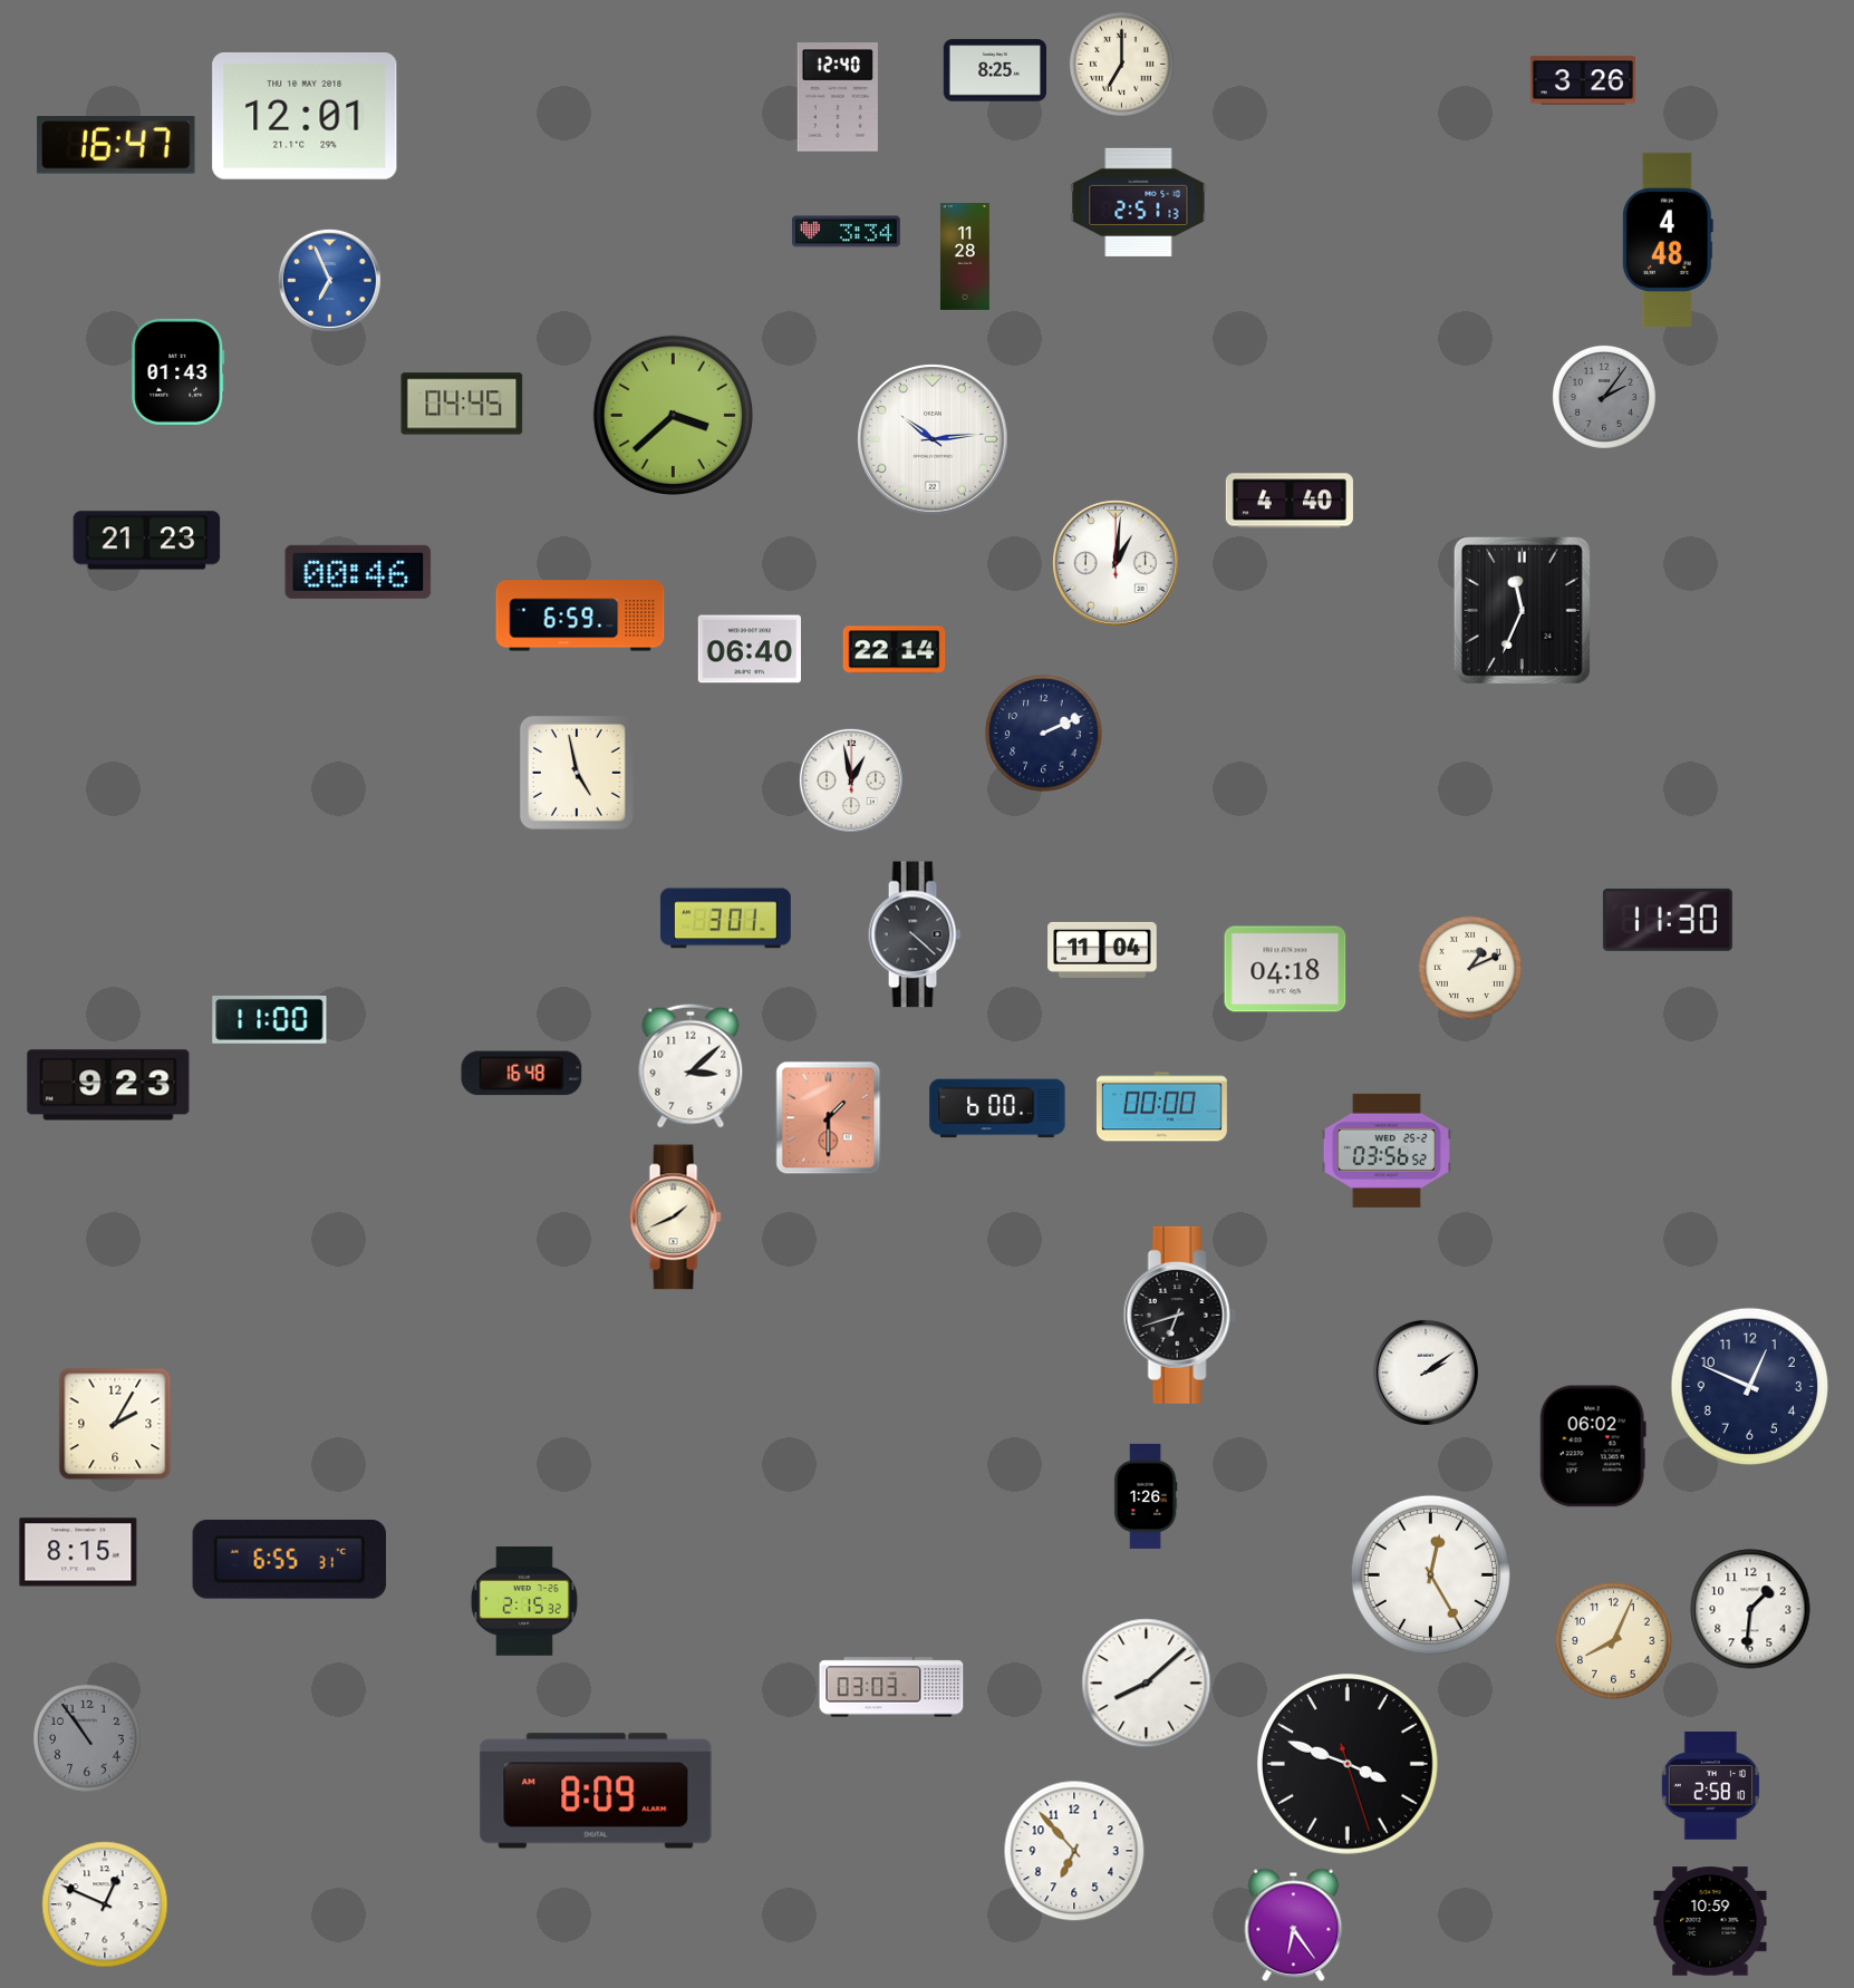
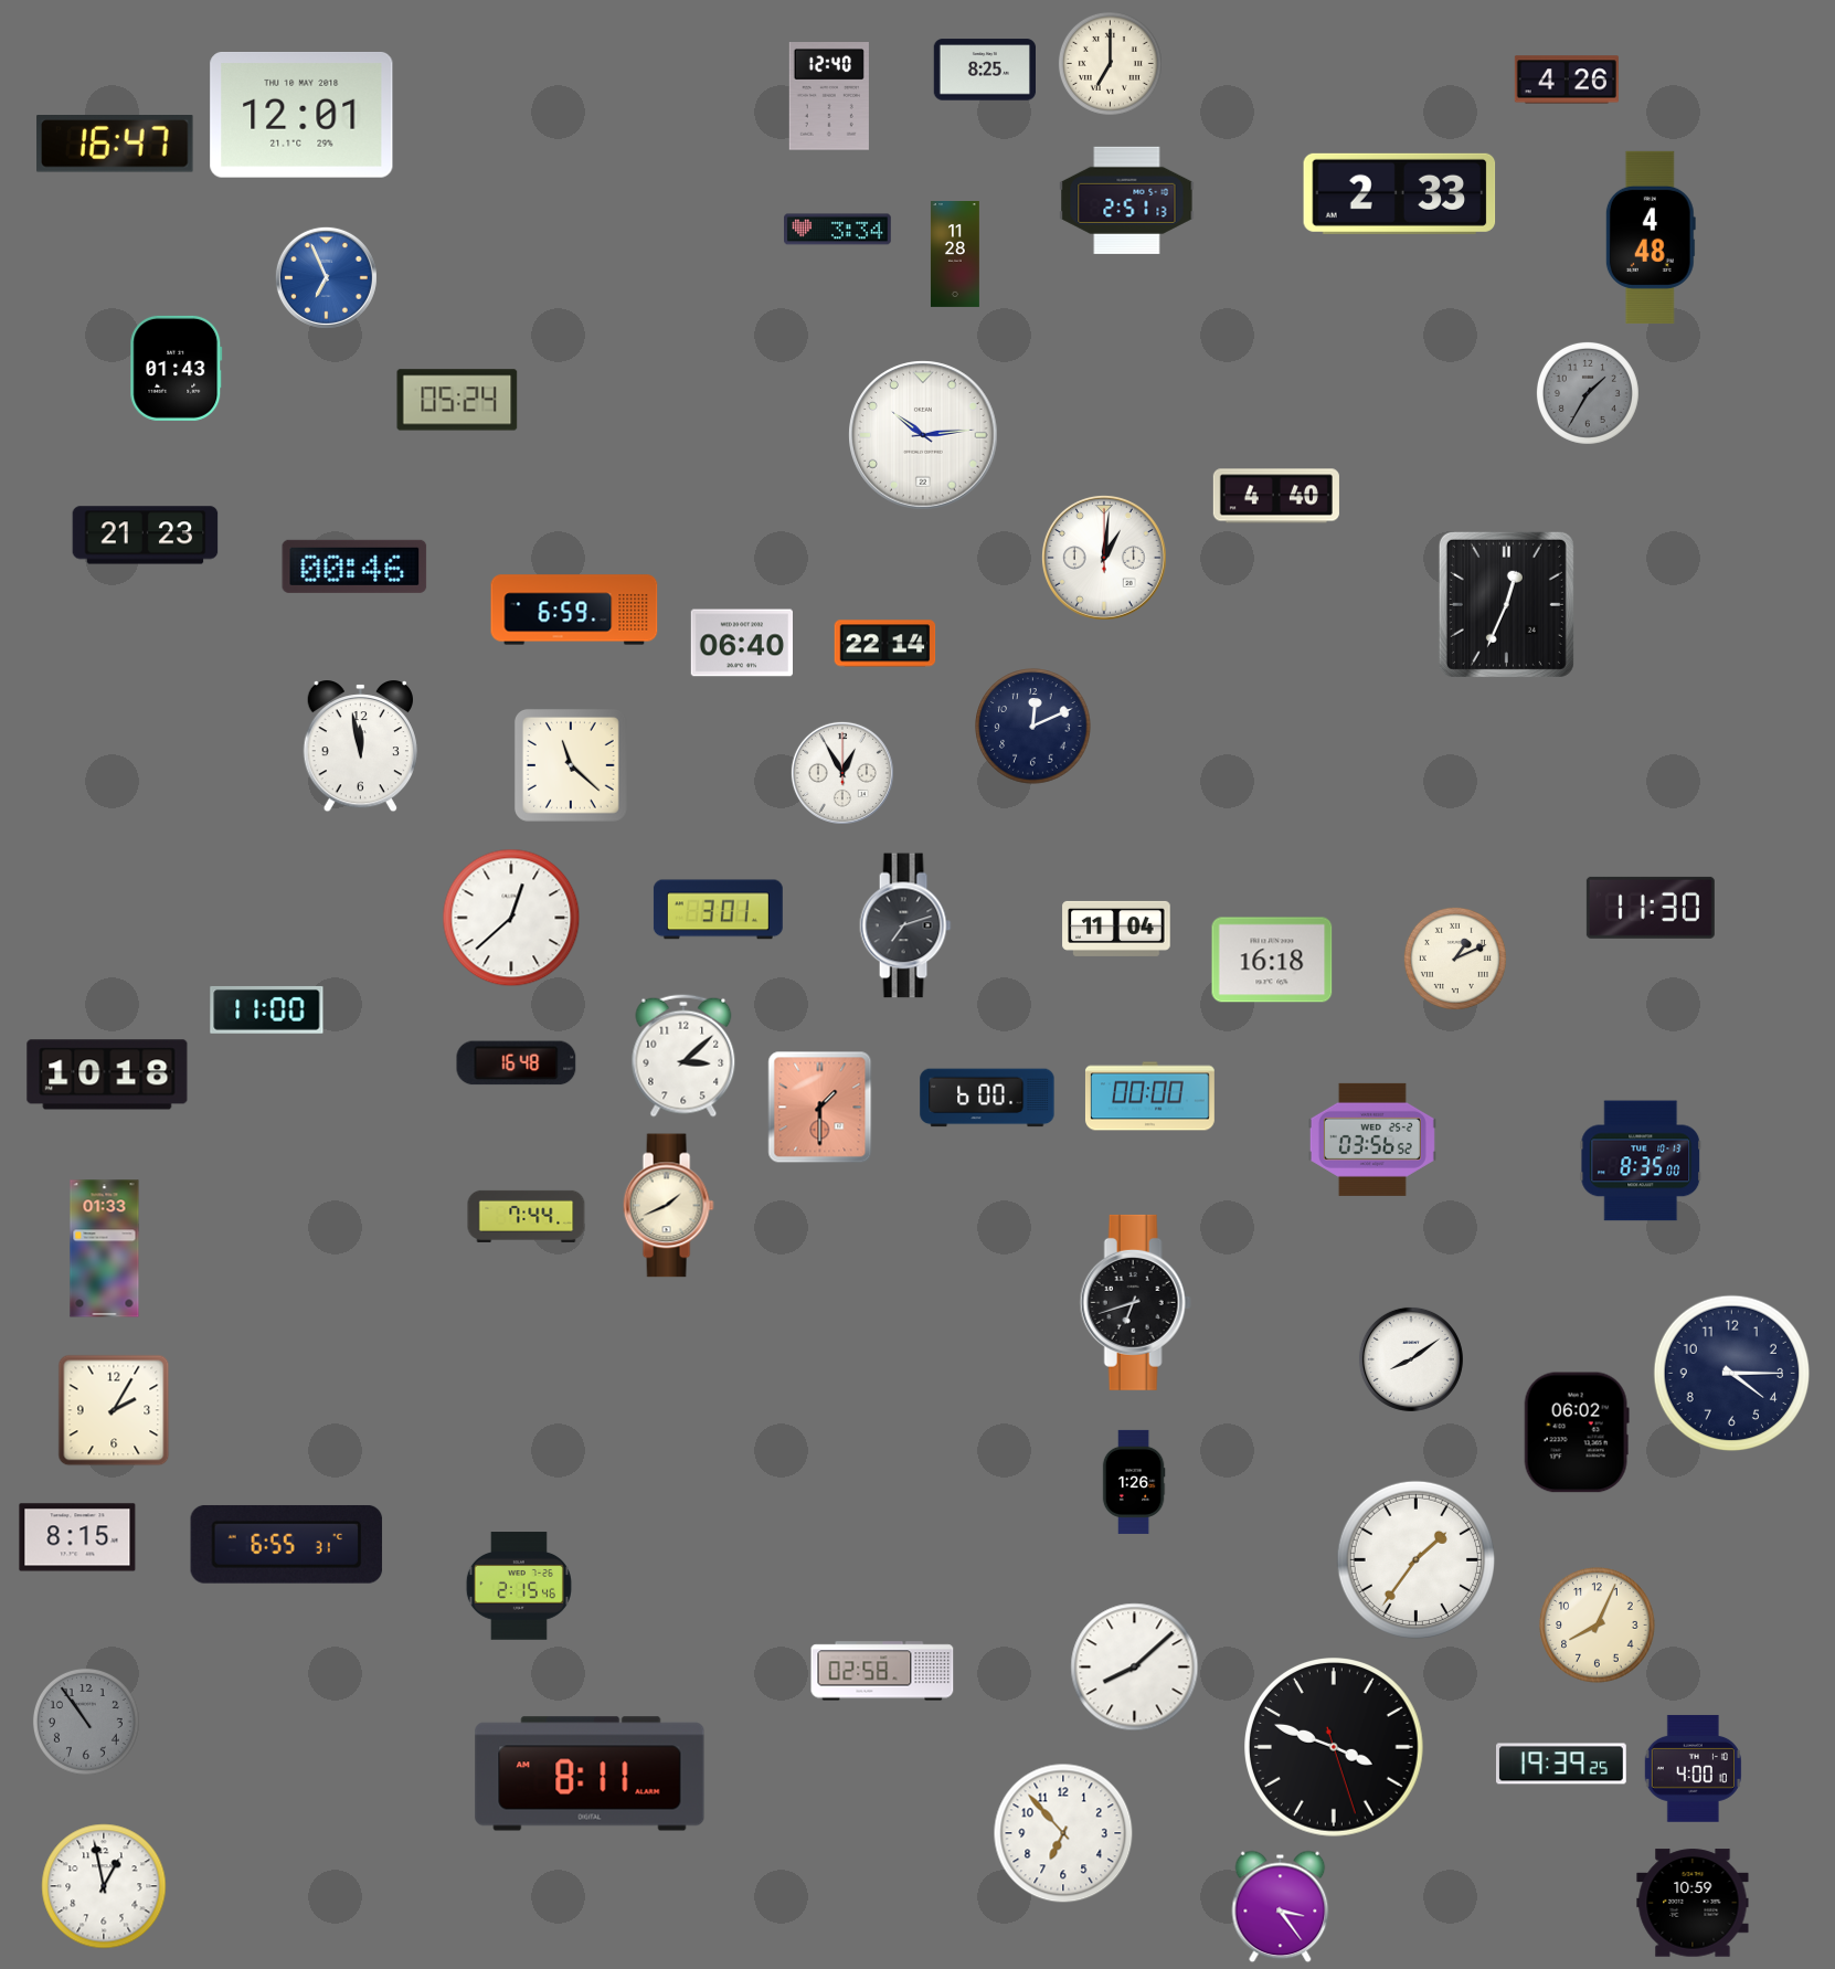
clock at (1583, 80): 3:26 -> 4:26
clock at (1400, 193): none -> 2:33
clock at (1604, 397): 2:06 -> 1:35
clock at (462, 404): 04:45 -> 05:24
clock at (673, 415): 3:38 -> none
clock at (1522, 610): 11:34 -> 12:34
clock at (1044, 734): 2:11 -> 12:11
clock at (360, 748): none -> 11:58
clock at (577, 773): 4:58 -> 11:22
clock at (851, 780): 12:58 -> 12:55
clock at (1668, 920) position: (1668, 920) -> (1651, 908)
clock at (511, 918): none -> 12:38
clock at (915, 934): 4:22 -> 7:12
clock at (1102, 950) position: (1102, 950) -> (1116, 929)
clock at (1285, 969): 04:18 -> 16:18
clock at (108, 1085): 9:23 -> 10:18
clock at (1641, 1161): none -> 8:35
clock at (527, 1216): none -> 7:44
clock at (105, 1249): none -> 01:33
clock at (1179, 1315) position: (1179, 1315) -> (1135, 1302)
clock at (1426, 1373): 2:09 -> 8:09
clock at (1750, 1387): 12:49 -> 4:15
clock at (1430, 1574): 12:25 -> 1:36
clock at (524, 1601): 2:15:32 -> 2:15:46
clock at (1750, 1609): 1:31 -> none
clock at (891, 1687): 03:03 -> 02:58
clock at (1562, 1764): none -> 19:39
clock at (1710, 1785): 2:58 -> 4:00
clock at (596, 1791): 8:09 -> 8:11
clock at (105, 1904): 12:49 -> 12:58
clock at (1294, 1926): 6:24 -> 3:24
